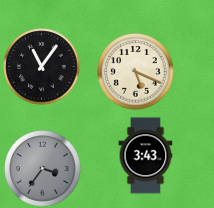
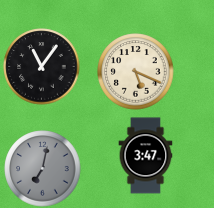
clock at (146, 156): 3:43 -> 3:47
clock at (43, 169): 3:36 -> 7:02
